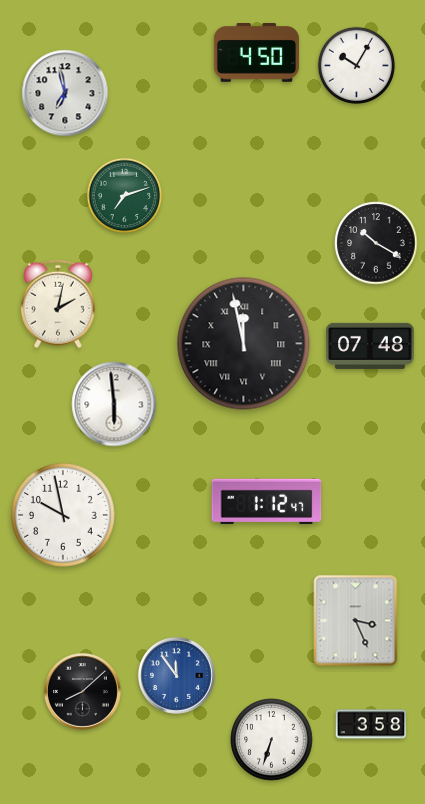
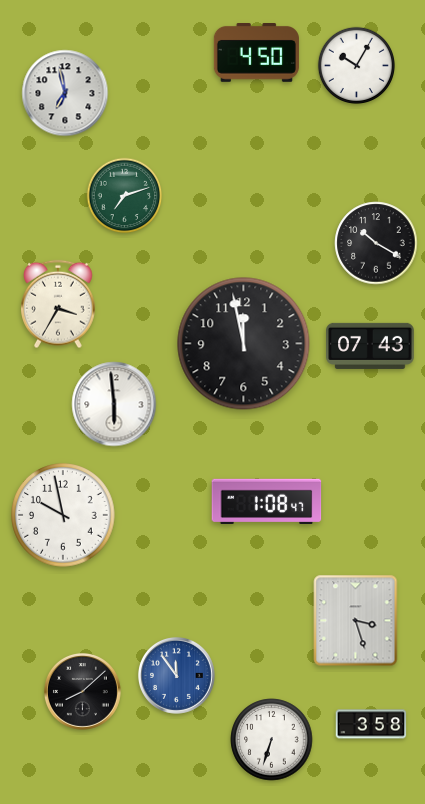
clock at (59, 304): 2:02 -> 3:35
clock at (244, 344) numerals: Roman -> Arabic
clock at (370, 346): 07:48 -> 07:43
clock at (267, 501): 1:12 -> 1:08
clock at (356, 621): 3:26 -> 3:27
